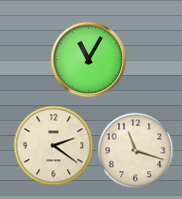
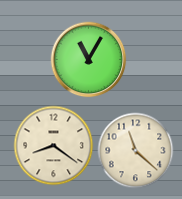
clock at (54, 146): 2:21 -> 8:21
clock at (136, 151): 11:18 -> 11:22
